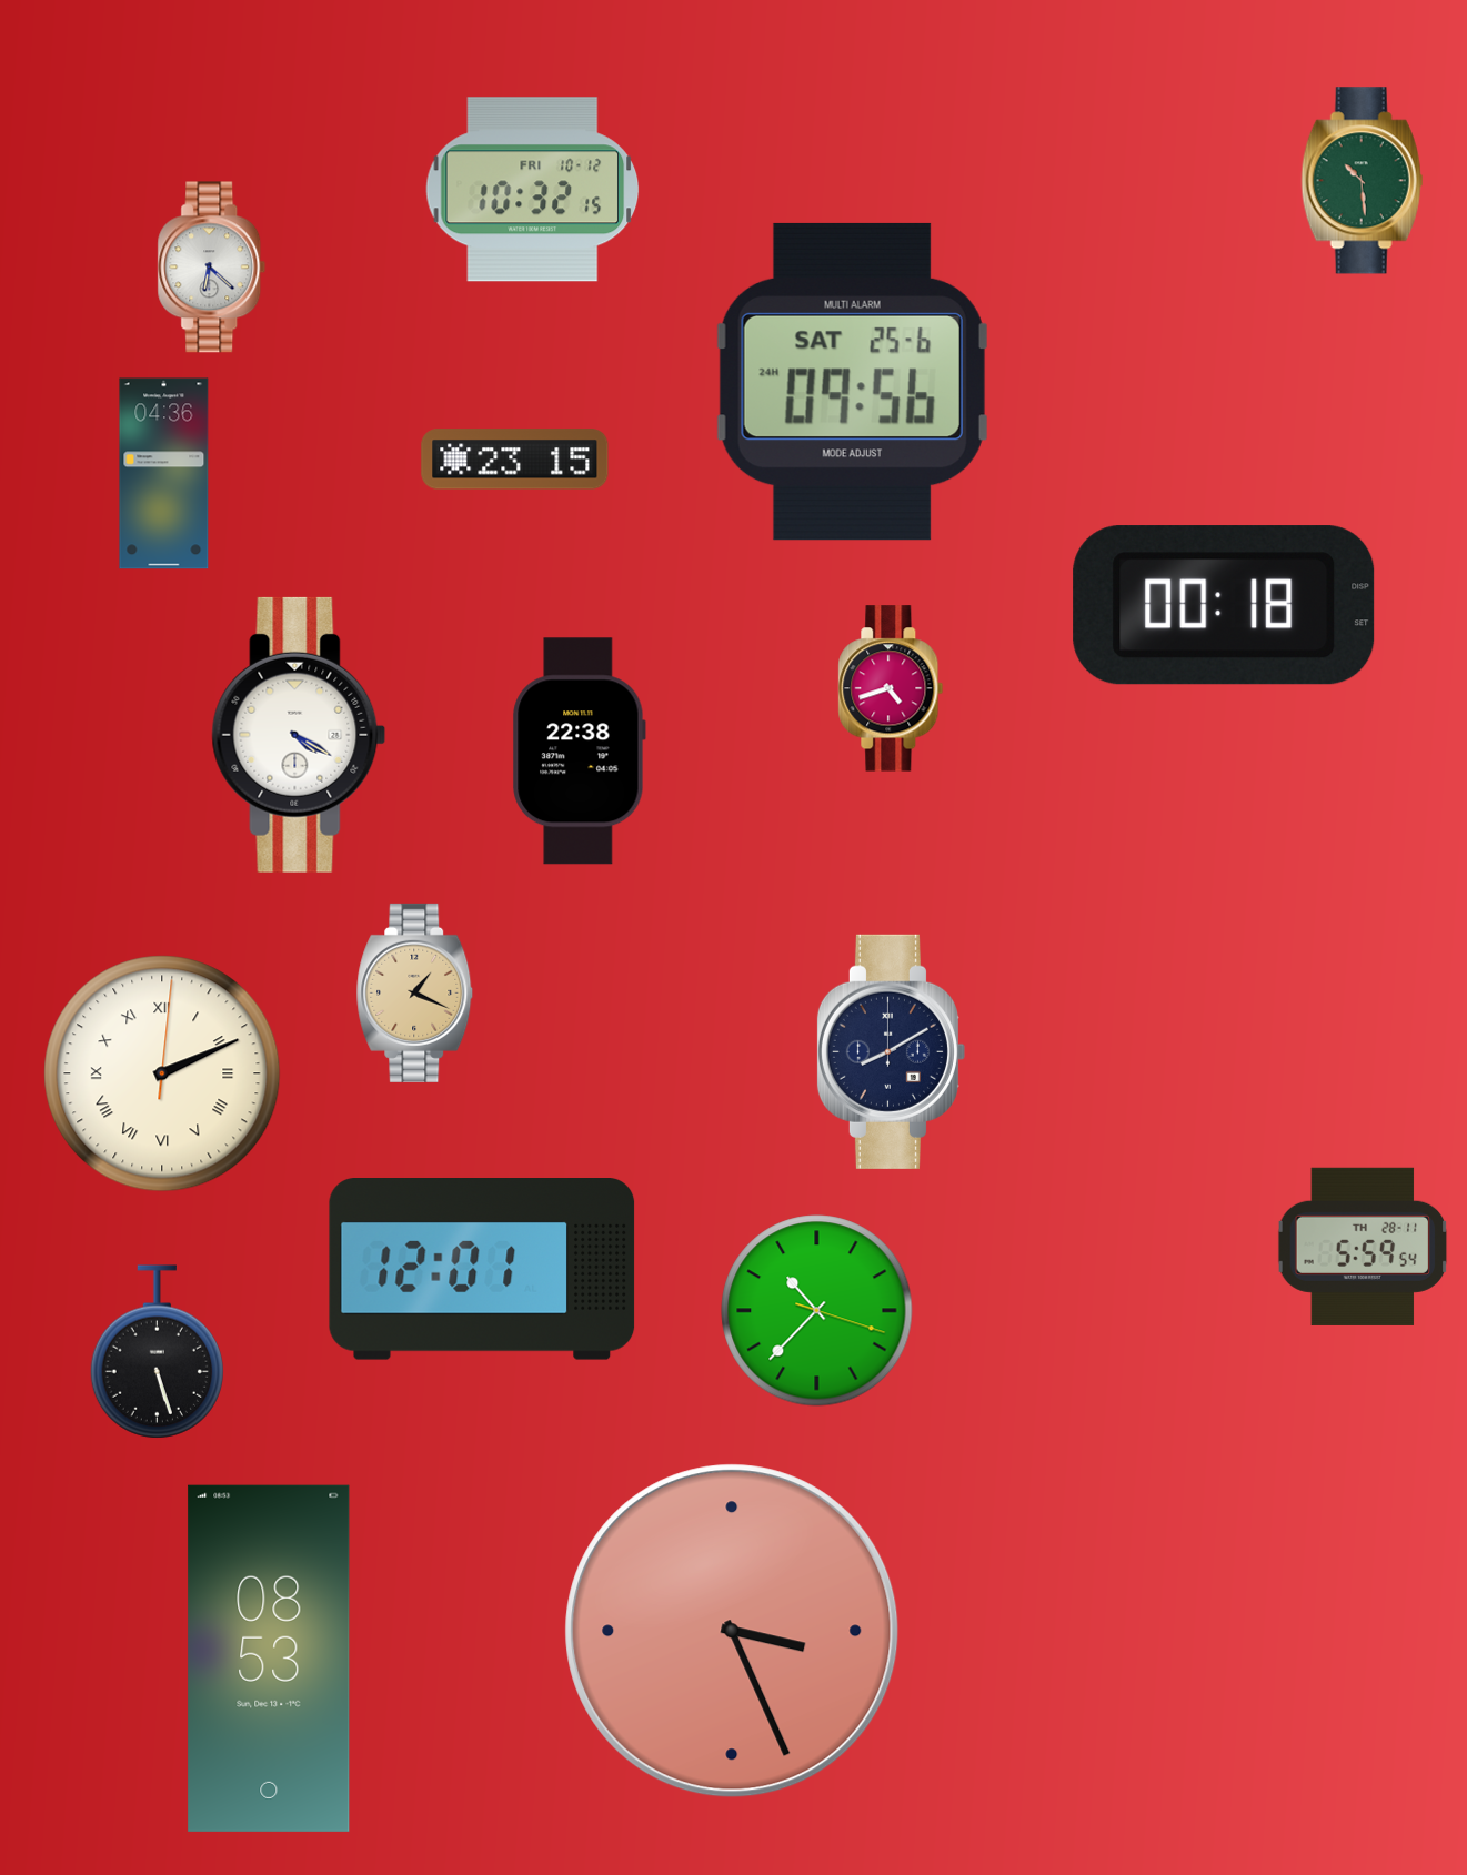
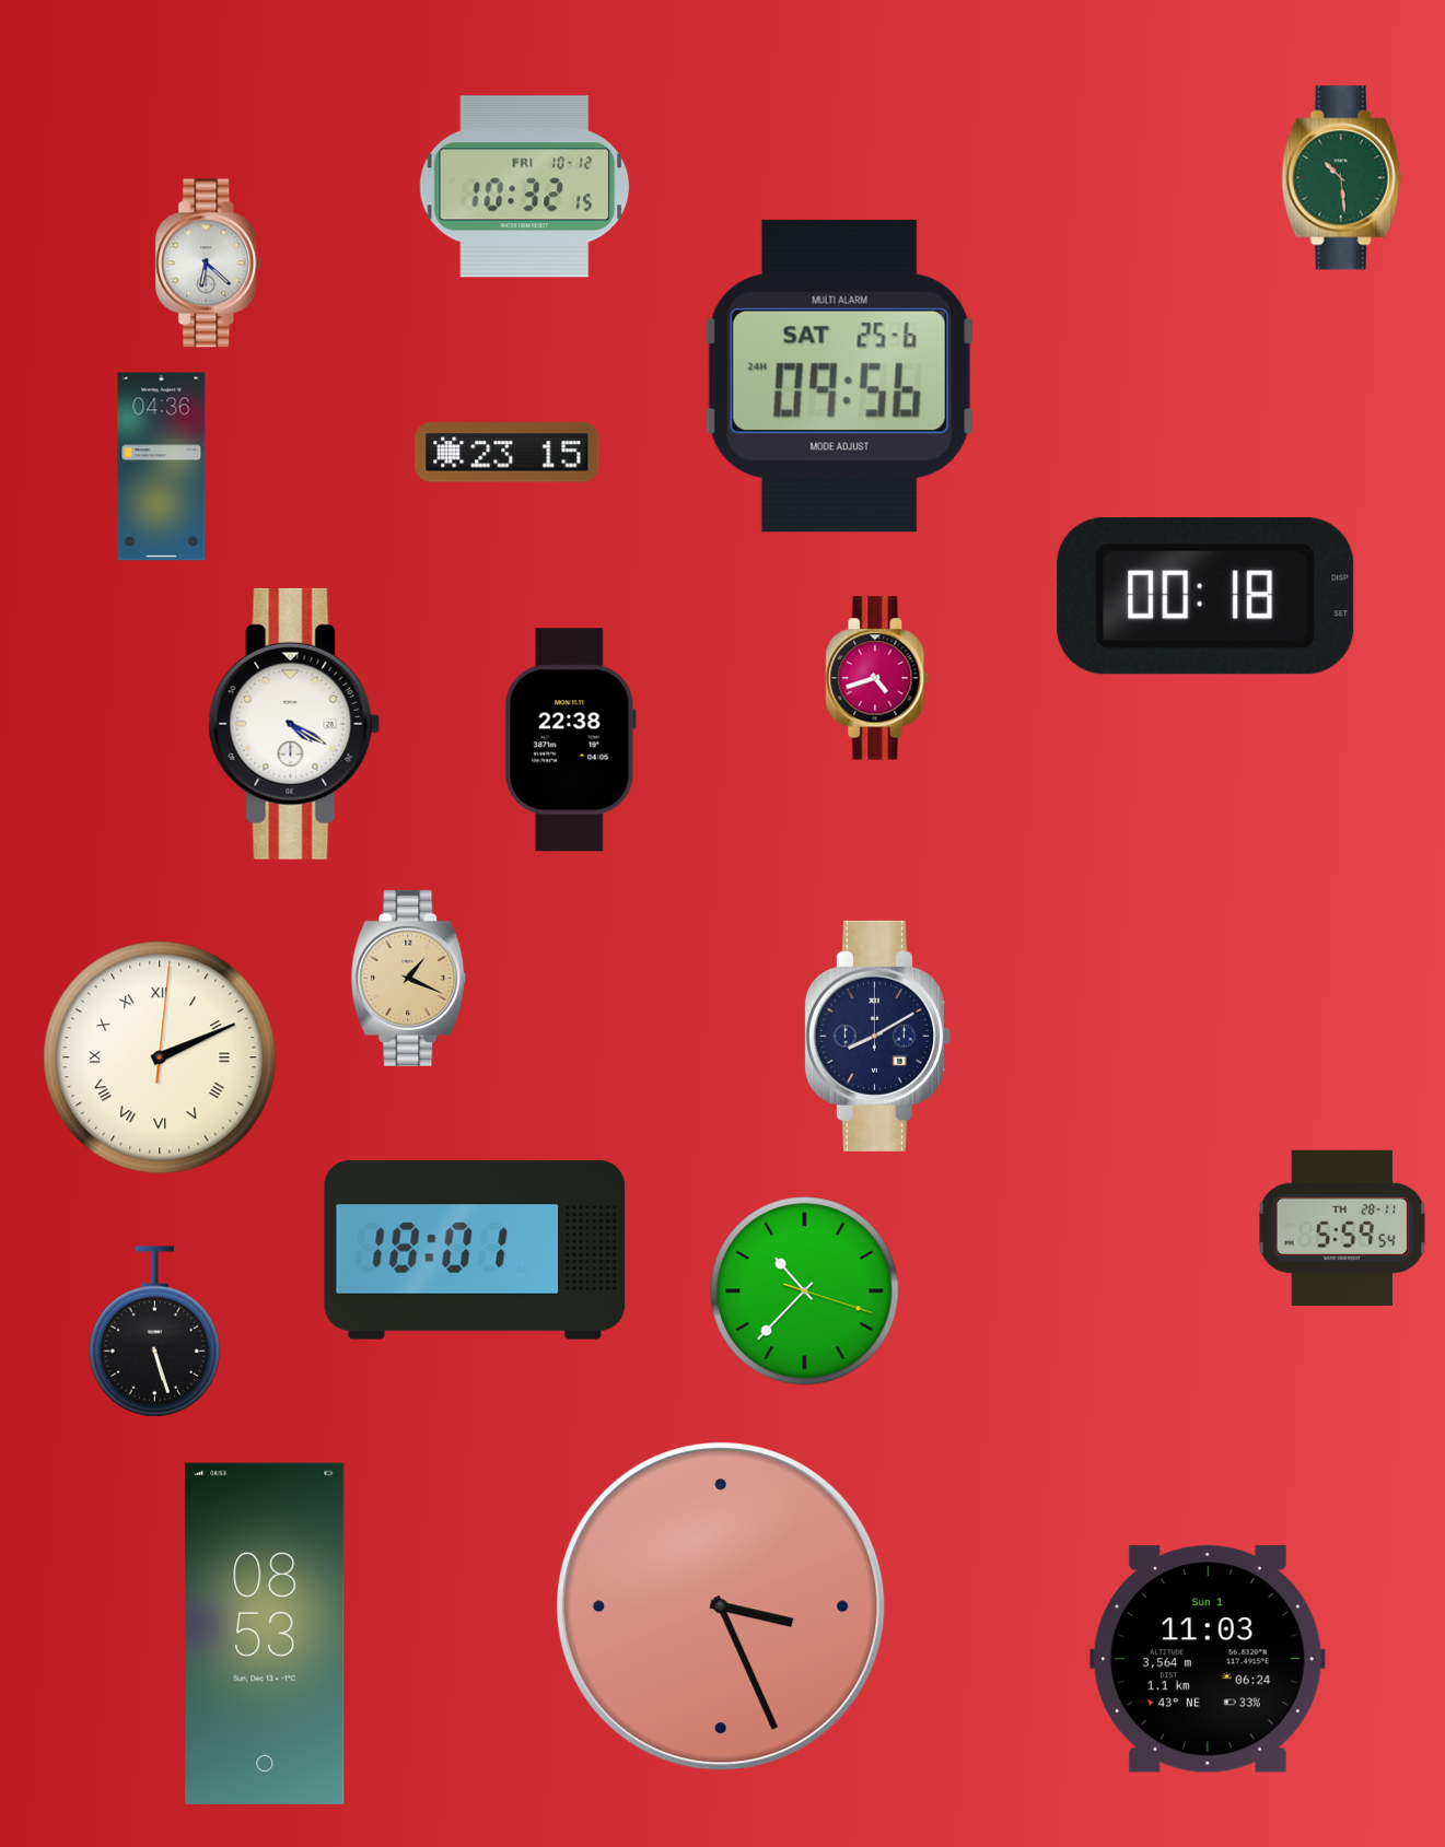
clock at (482, 1270): 12:01 -> 18:01
clock at (1208, 1659): none -> 11:03
